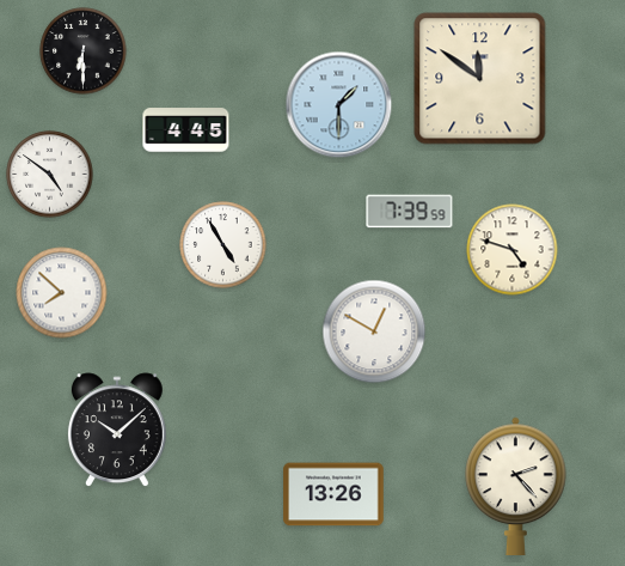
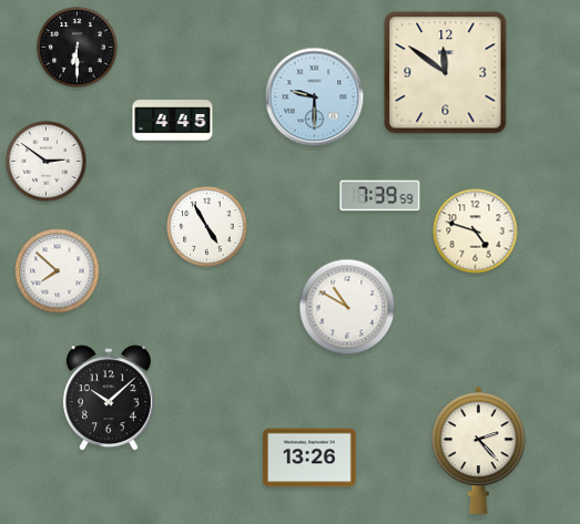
clock at (339, 105): 1:30 -> 9:30
clock at (50, 175): 4:51 -> 2:51
clock at (374, 331): 12:50 -> 10:50
